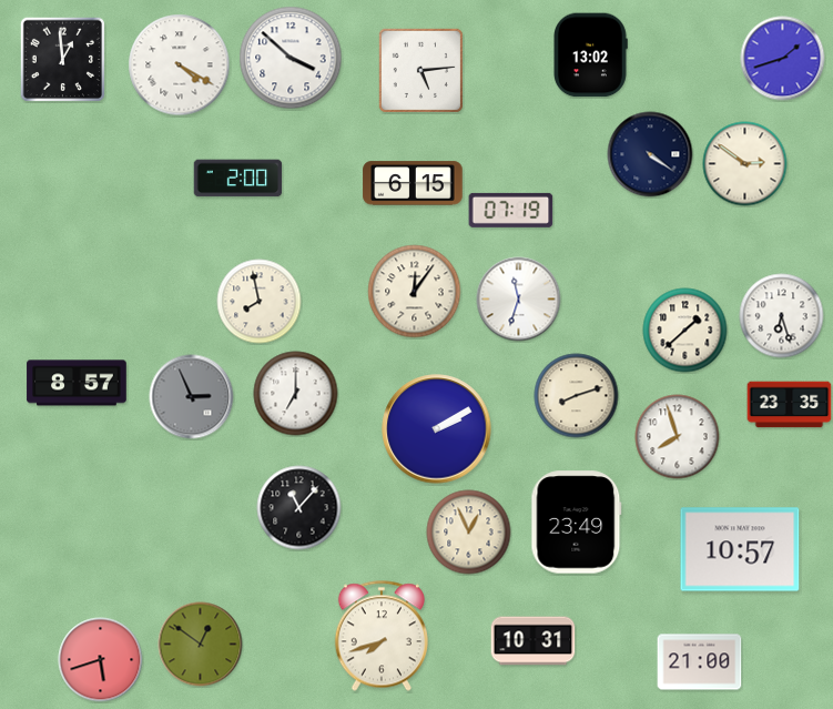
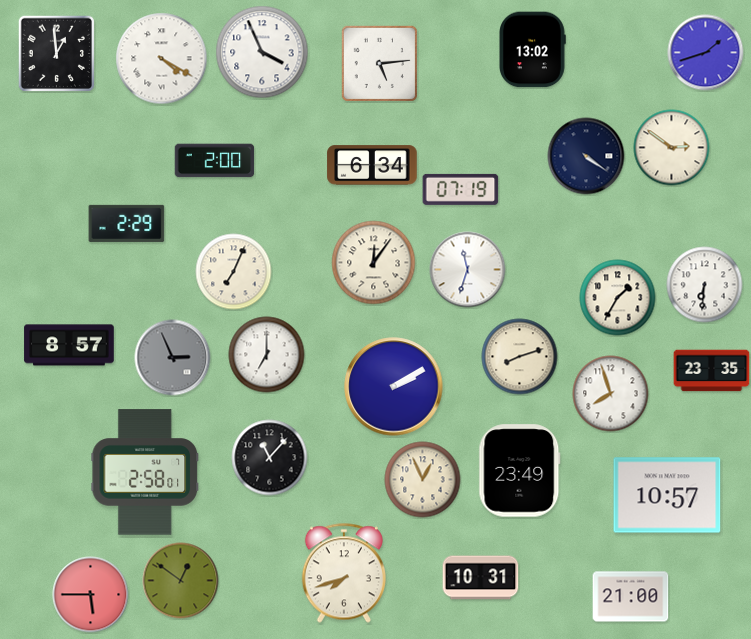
clock at (291, 58): 3:52 -> 3:56
clock at (650, 154) position: (650, 154) -> (586, 156)
clock at (413, 183): 6:15 -> 6:34
clock at (127, 223): none -> 2:29
clock at (260, 302): 7:58 -> 7:04
clock at (782, 316): 6:27 -> 6:31
clock at (685, 331): 1:38 -> 1:35
clock at (790, 405) position: (790, 405) -> (712, 371)
clock at (145, 472): none -> 2:58
clock at (101, 660): 5:42 -> 5:45
